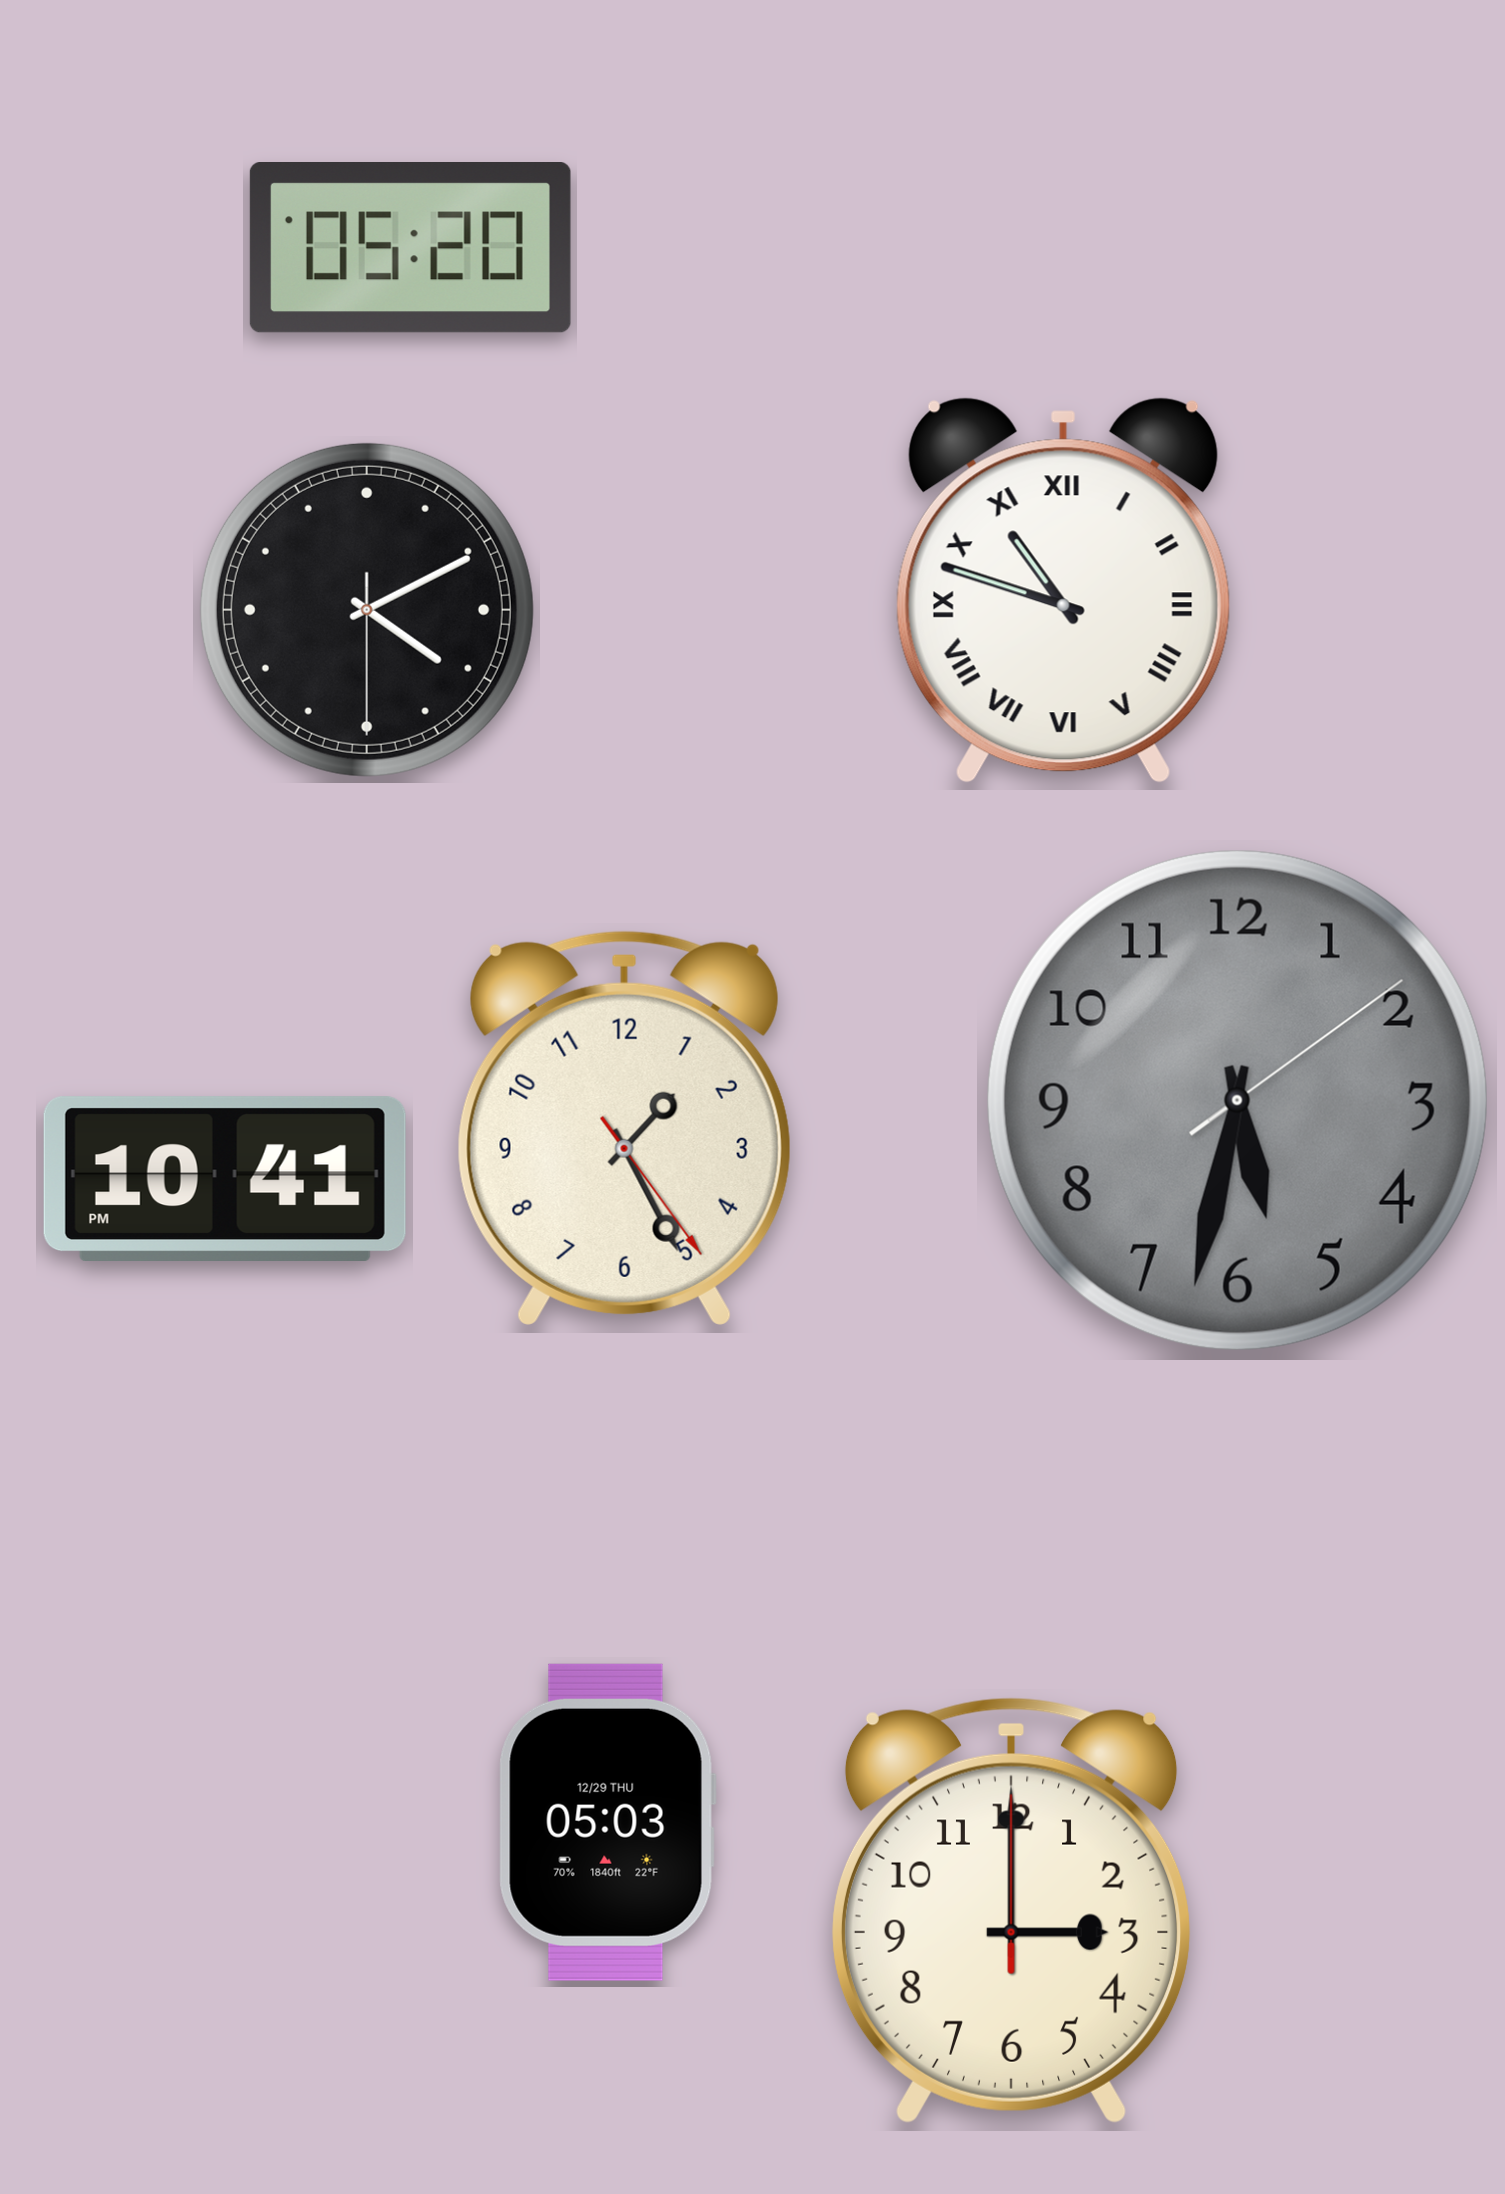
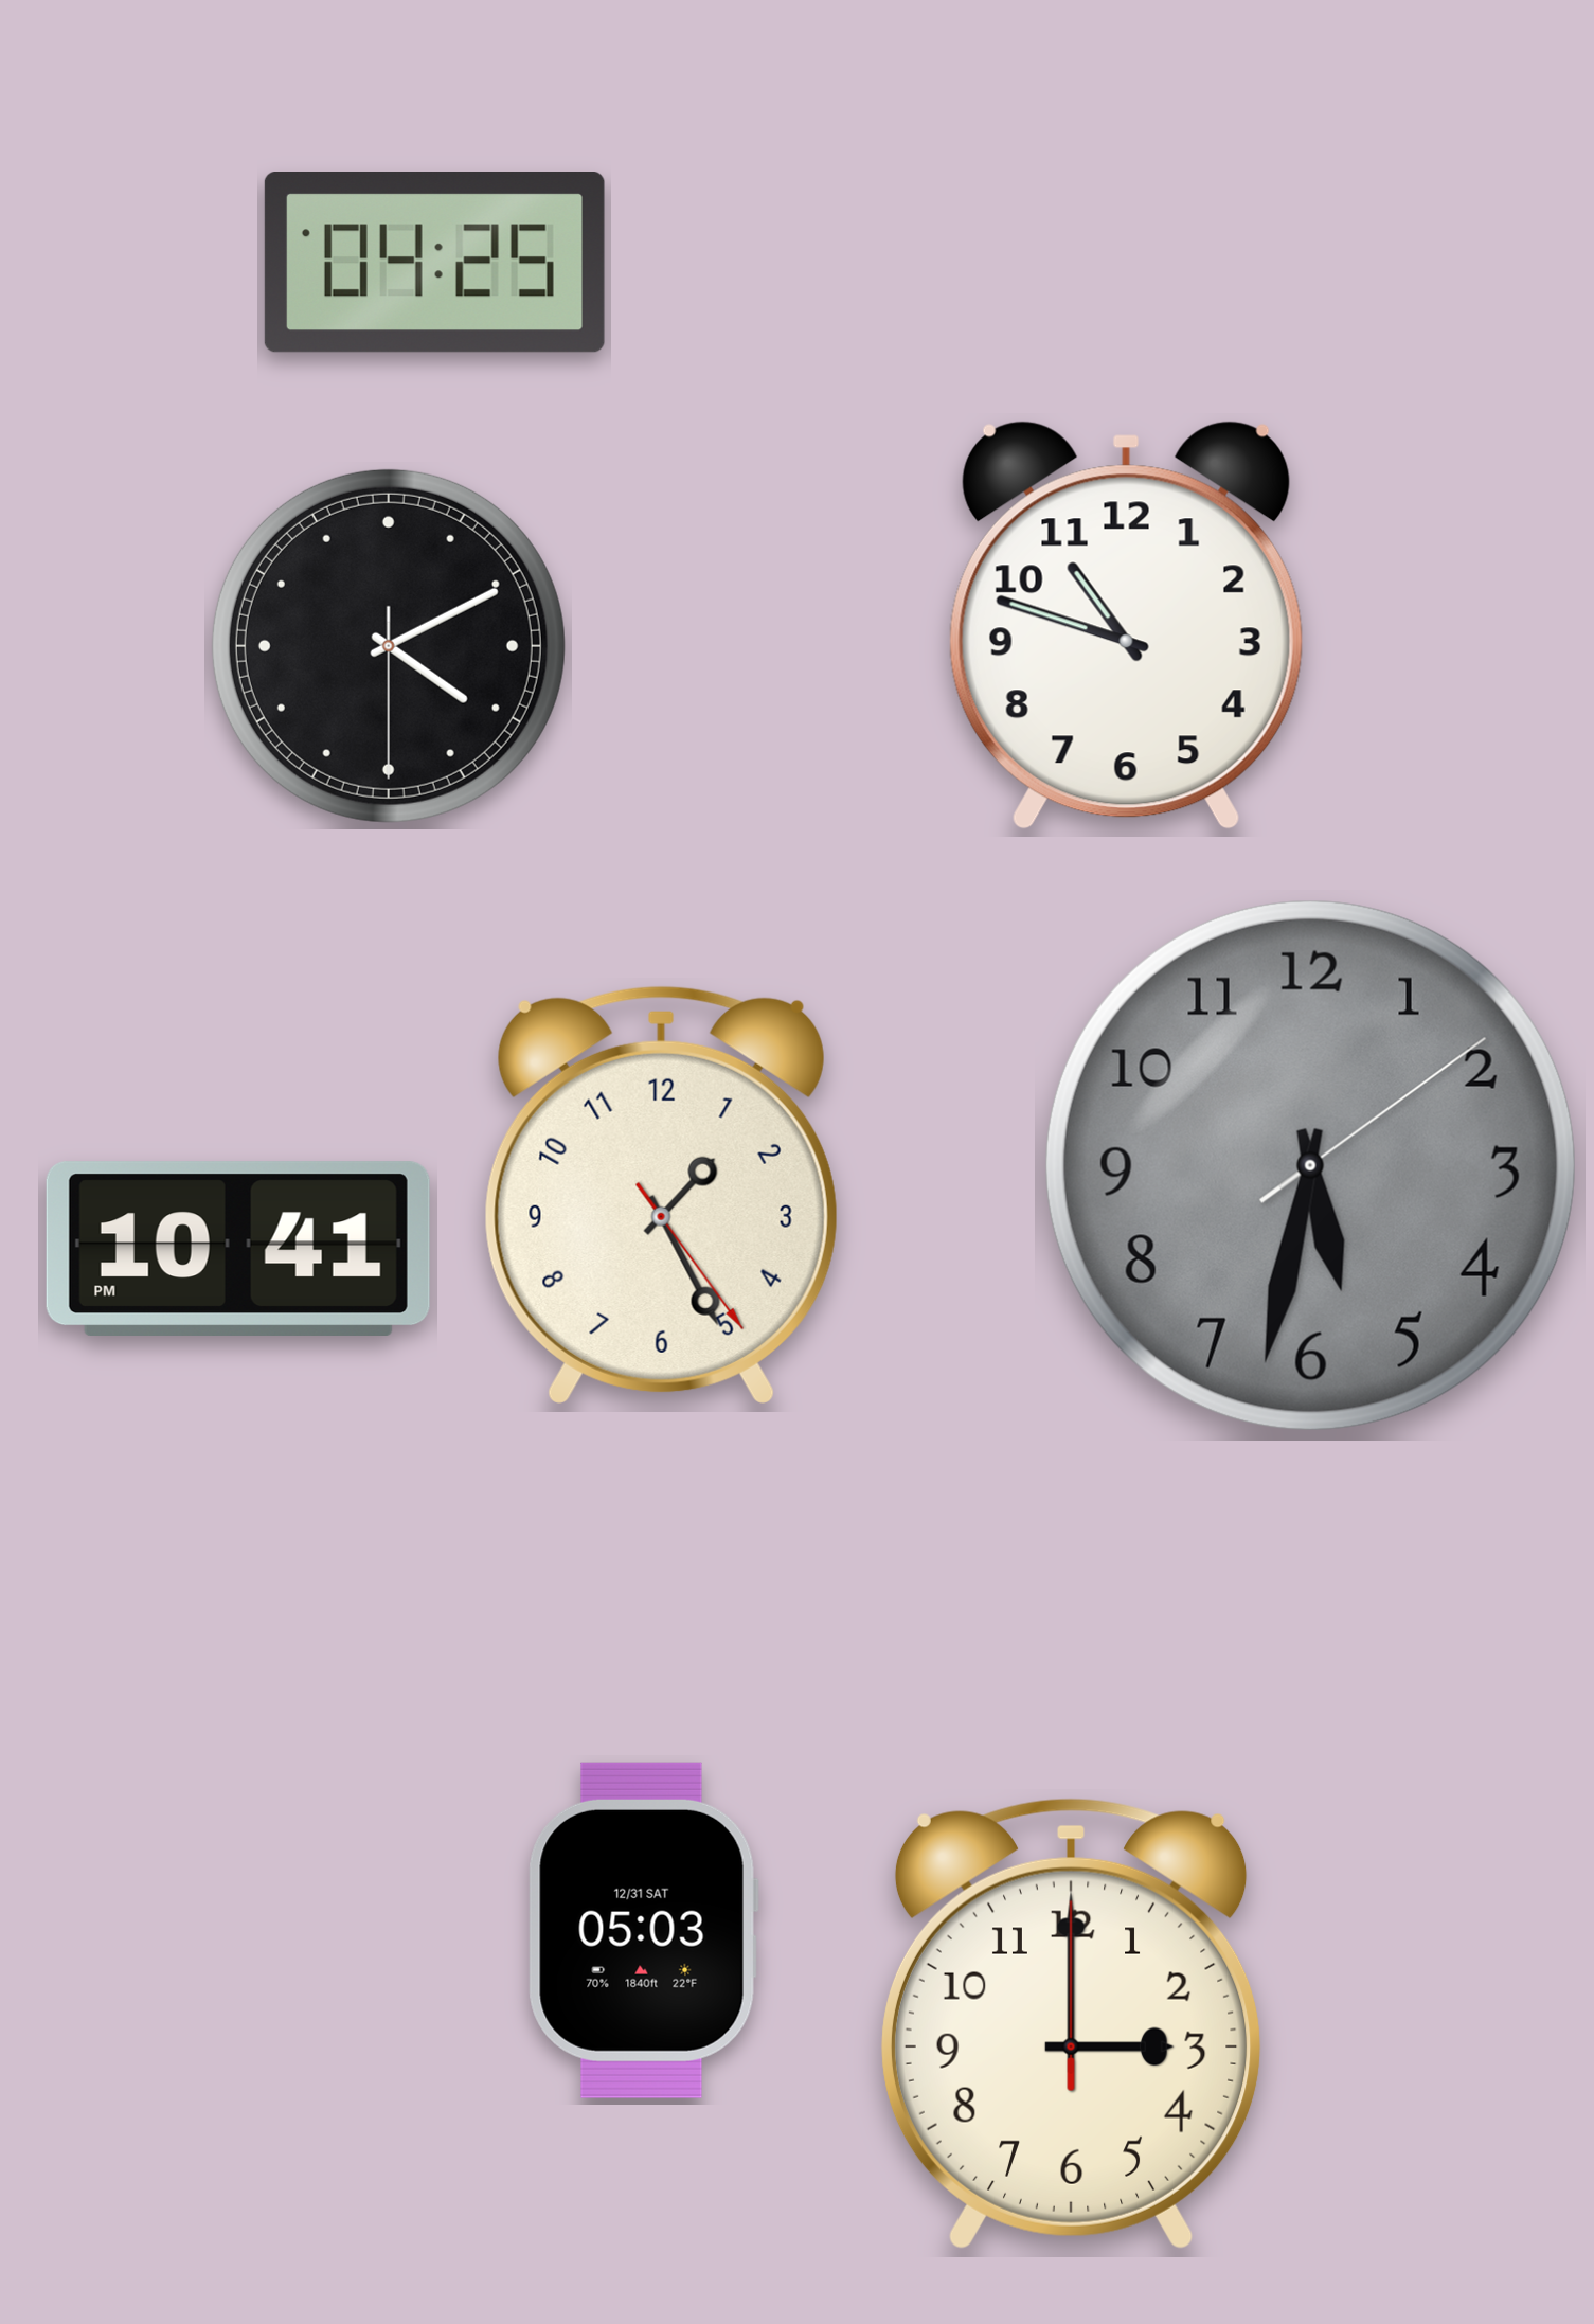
clock at (410, 247): 05:20 -> 04:25
clock at (1063, 590) numerals: Roman -> Arabic
clock at (607, 1822) date: 12/29 THU -> 12/31 SAT
